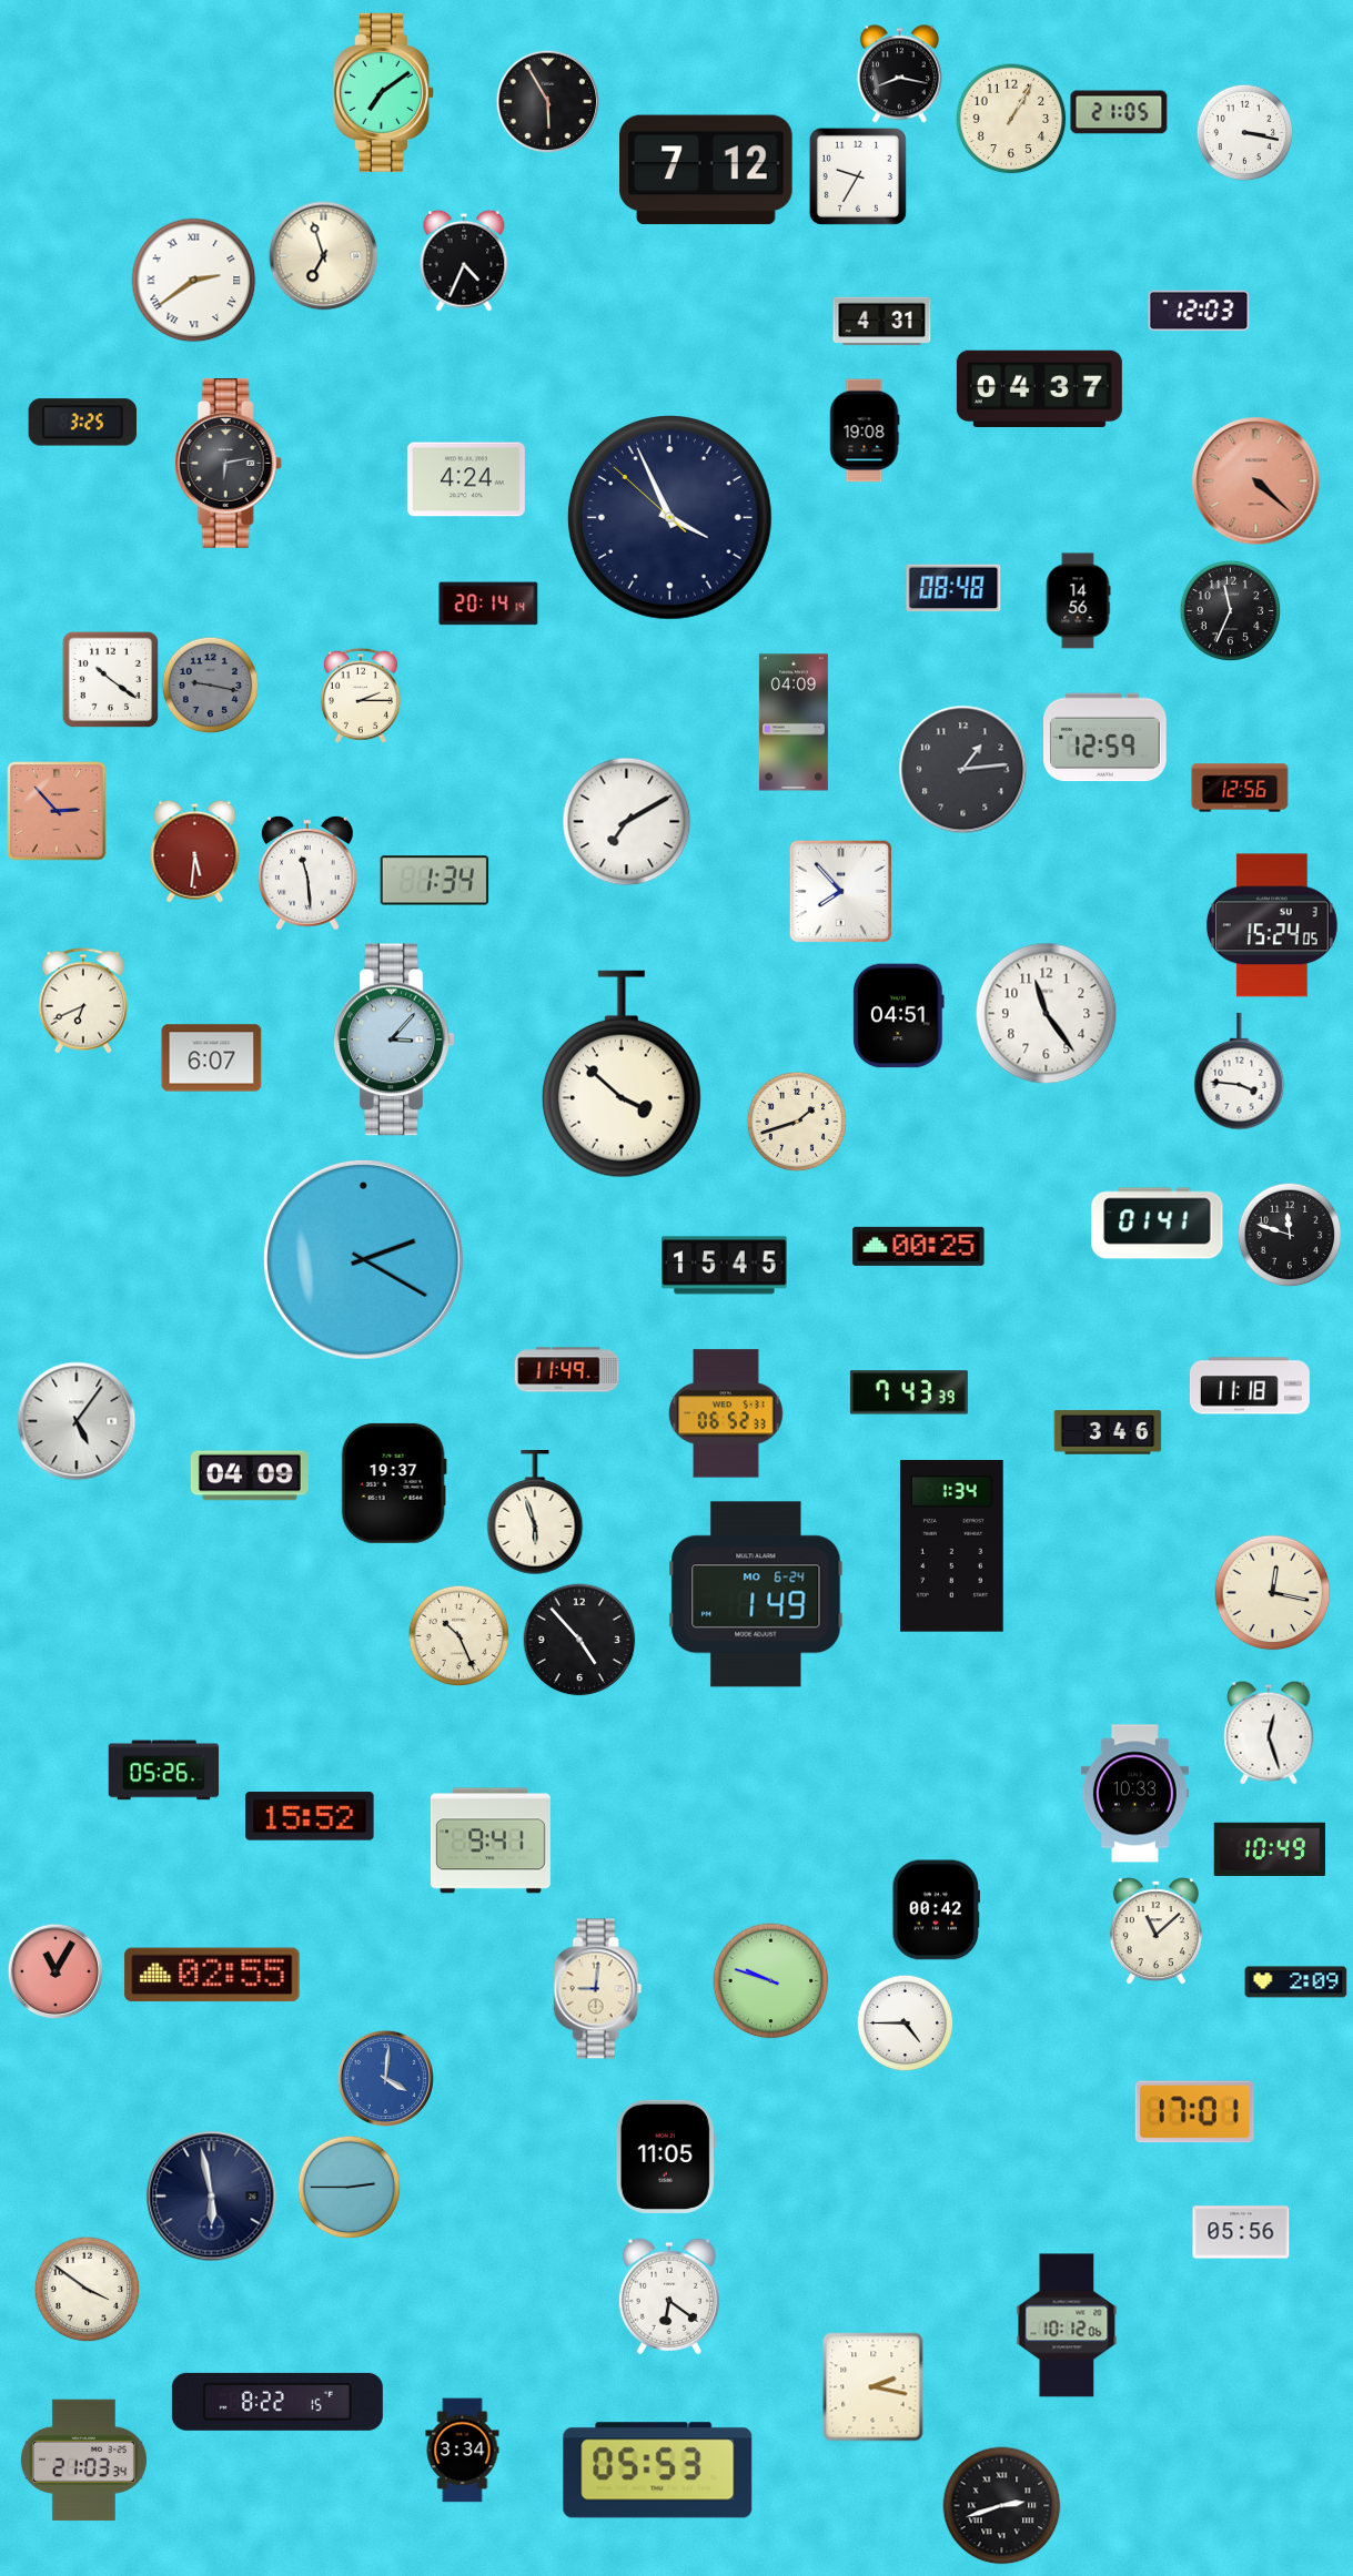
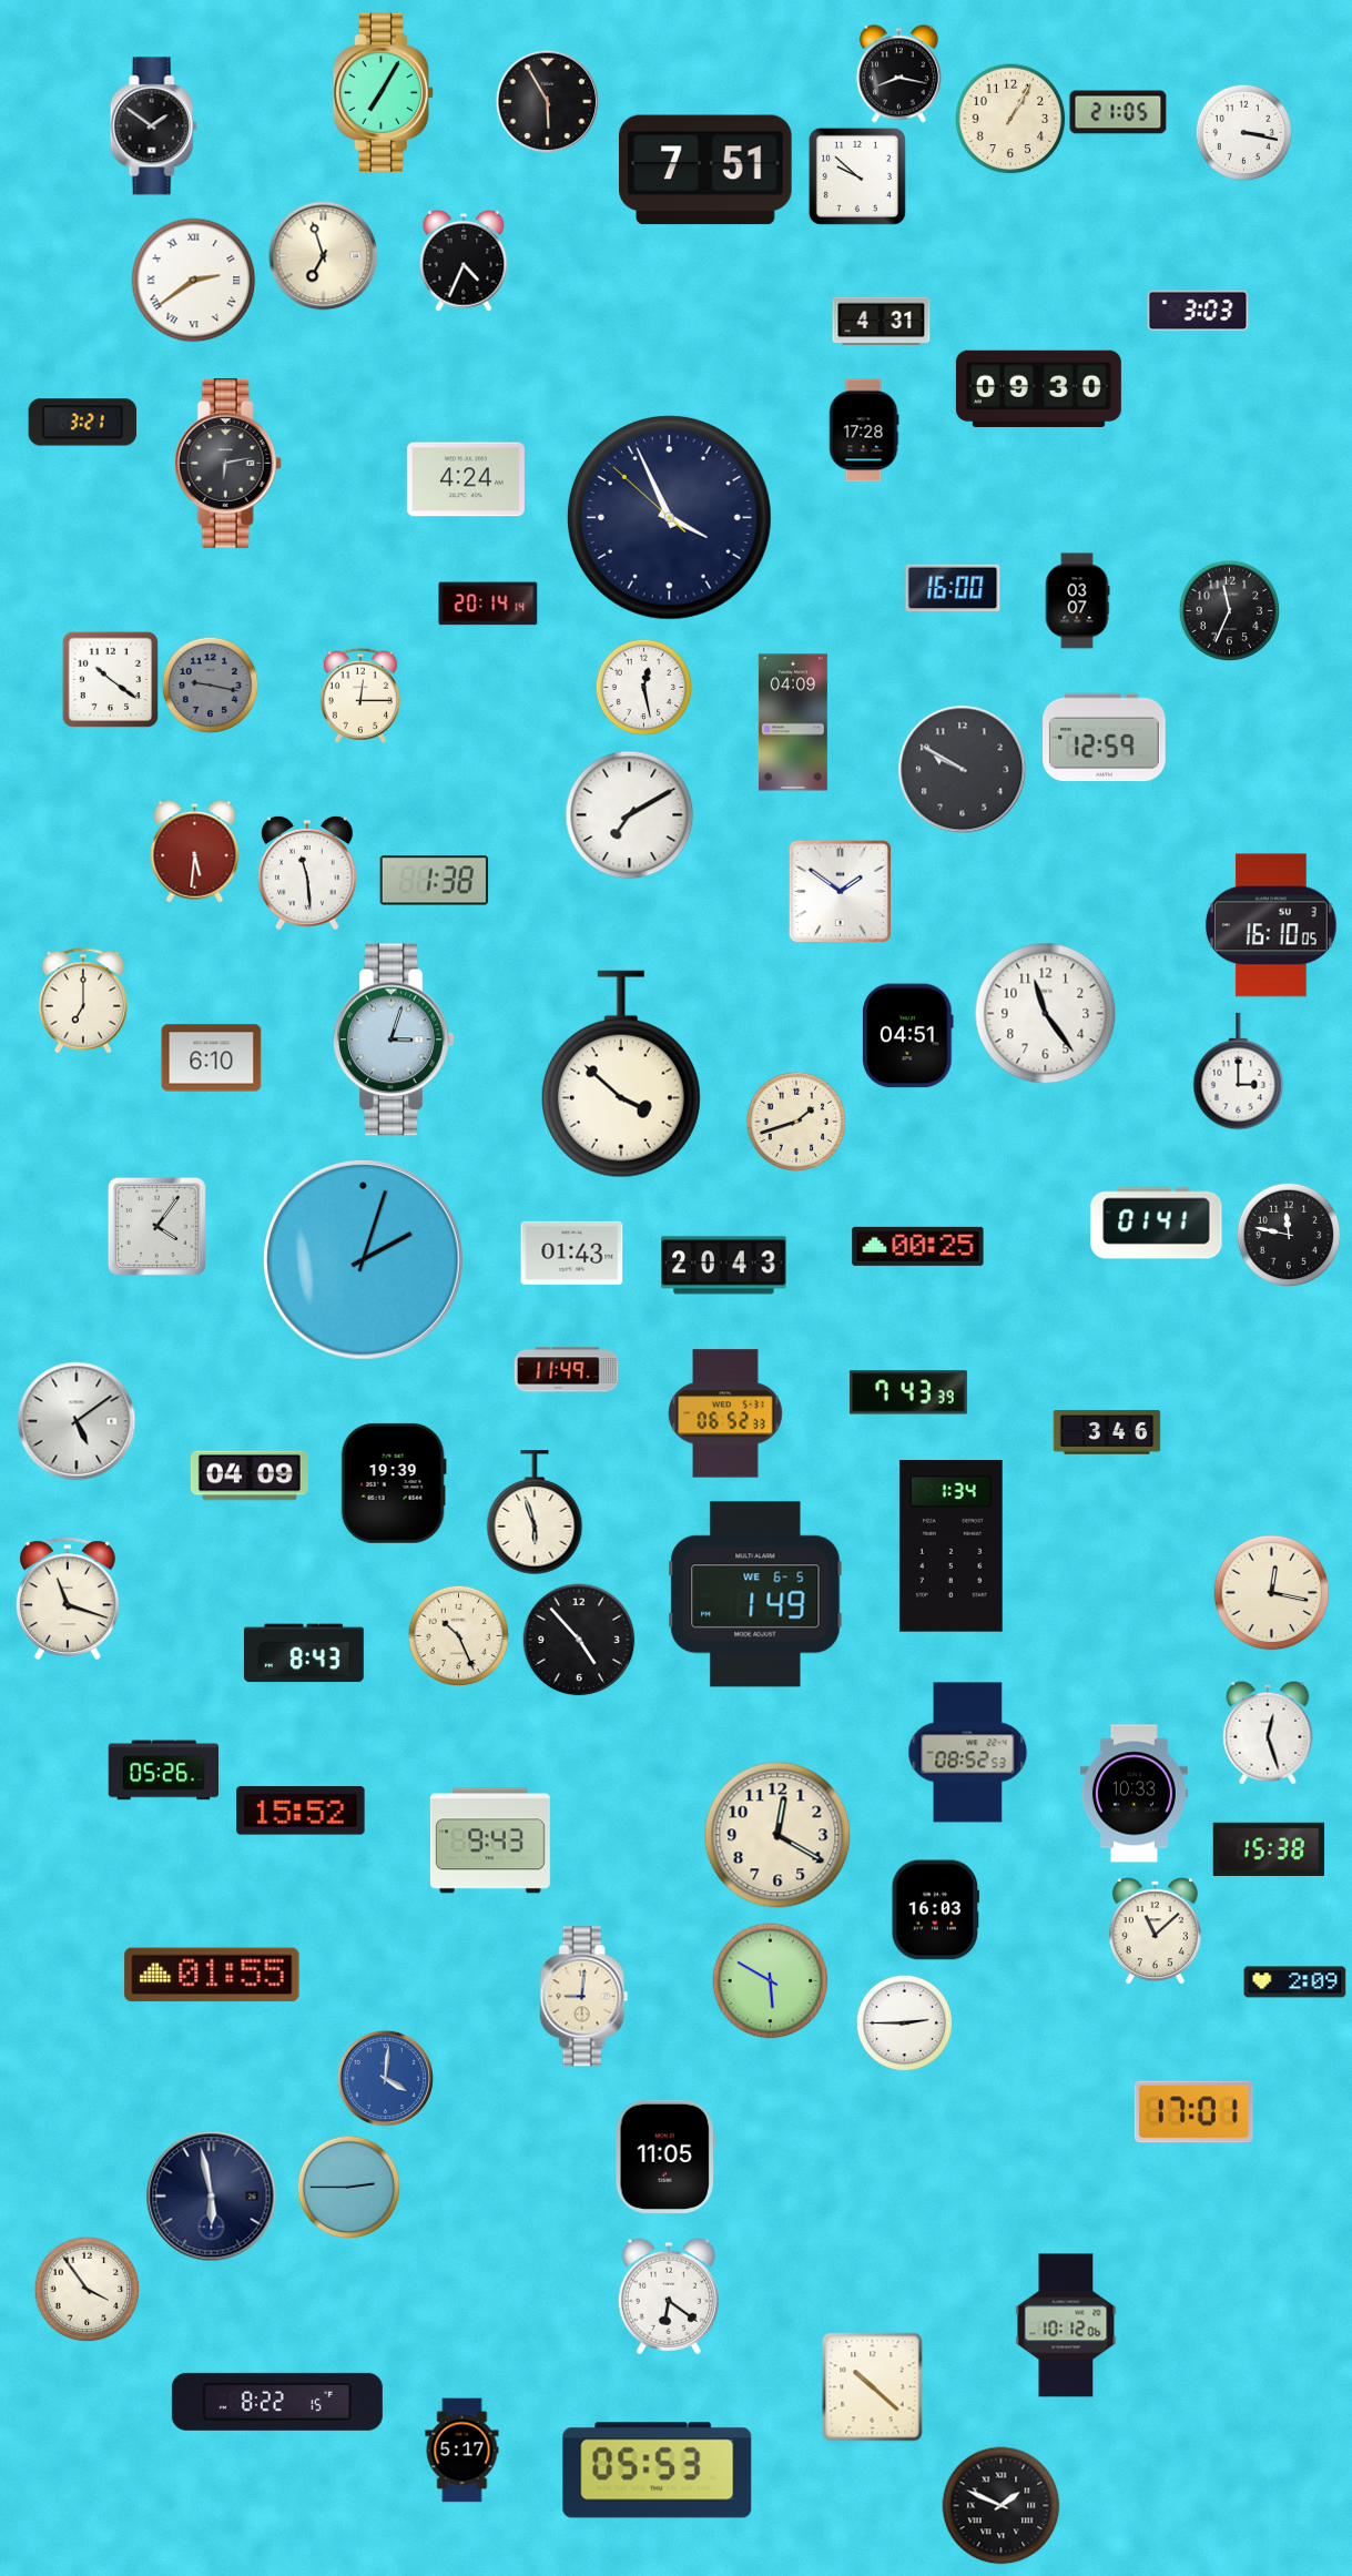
clock at (383, 92): 7:09 -> 7:05
clock at (153, 126): none -> 1:51
clock at (706, 170): 7:12 -> 7:51
clock at (858, 176): 9:35 -> 9:52
clock at (1199, 311): 12:03 -> 3:03
clock at (1039, 388): 04:37 -> 09:30
clock at (83, 423): 3:25 -> 3:21
clock at (865, 430): 19:08 -> 17:28
clock at (1256, 481): 4:22 -> none
clock at (953, 588): 08:48 -> 16:00
clock at (1078, 601): 14:56 -> 03:07
clock at (643, 687): none -> 12:28
clock at (361, 696): 2:15 -> 12:15
clock at (963, 770): 1:14 -> 9:50
clock at (1240, 788): 12:56 -> none
clock at (57, 811): 2:53 -> none
clock at (627, 822) position: (627, 822) -> (630, 815)
clock at (435, 881): 1:34 -> 1:38
clock at (840, 891): 7:53 -> 1:51
clock at (1273, 925): 15:24 -> 16:10
clock at (82, 1001): 6:41 -> 7:00
clock at (899, 1016) position: (899, 1016) -> (908, 1036)
clock at (394, 1039): 3:07 -> 3:03
clock at (212, 1058): 6:07 -> 6:10
clock at (1240, 1072): 3:46 -> 3:00
clock at (156, 1226): none -> 4:06
clock at (1290, 1235): 11:48 -> 11:47
clock at (572, 1252): none -> 01:43
clock at (363, 1259): 2:20 -> 2:03
clock at (725, 1266): 15:45 -> 20:43
clock at (1250, 1386): 11:18 -> none
clock at (77, 1421): 5:06 -> 5:09
clock at (394, 1483): 19:37 -> 19:39
clock at (756, 1594) date: MO 6-24 -> WE 6-5
clock at (68, 1599): none -> 11:18
clock at (304, 1653): none -> 8:43
clock at (968, 1753): none -> 08:52
clock at (310, 1816) position: (310, 1816) -> (301, 1811)
clock at (777, 1835): none -> 12:20
clock at (491, 1840): 9:41 -> 9:43
clock at (1270, 1849): 10:49 -> 15:38
clock at (936, 1910): 00:42 -> 16:03
clock at (55, 1971): 11:05 -> none
clock at (212, 1975): 02:55 -> 01:55
clock at (771, 1981): 9:48 -> 5:50
clock at (598, 1989) position: (598, 1989) -> (584, 1997)
clock at (905, 2022): 4:45 -> 2:45
clock at (1241, 2232): 05:56 -> none
clock at (87, 2289): 3:51 -> 3:54
clock at (874, 2387): 2:17 -> 10:22
clock at (463, 2451): 3:34 -> 5:17
clock at (83, 2461): 21:03 -> none
clock at (1002, 2506): 2:42 -> 1:49
